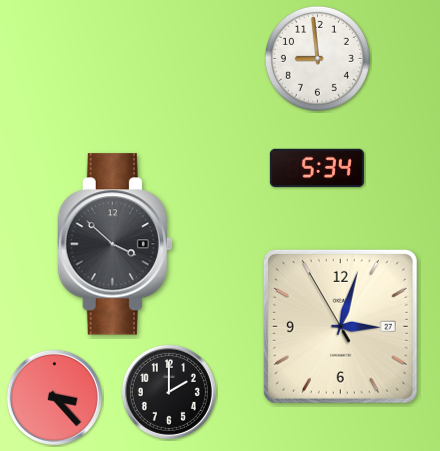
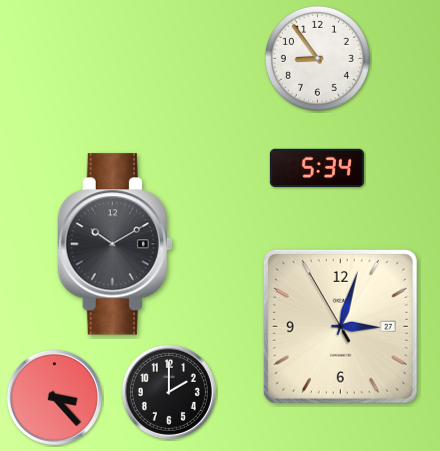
clock at (317, 58): 8:59 -> 8:54
clock at (115, 244): 3:52 -> 10:10
